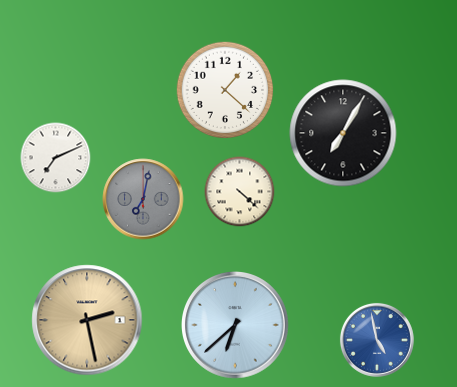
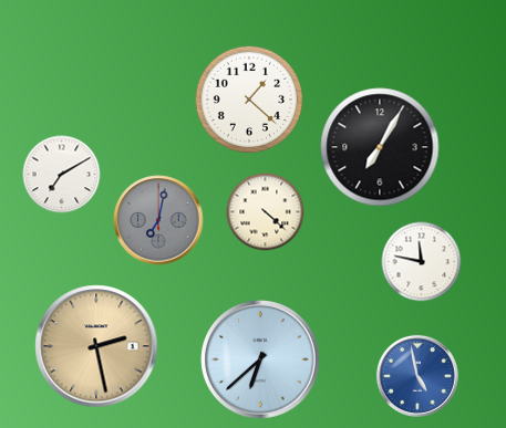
clock at (56, 158): 7:11 -> 7:10
clock at (422, 262): none -> 11:47
clock at (87, 320) position: (87, 320) -> (96, 346)
